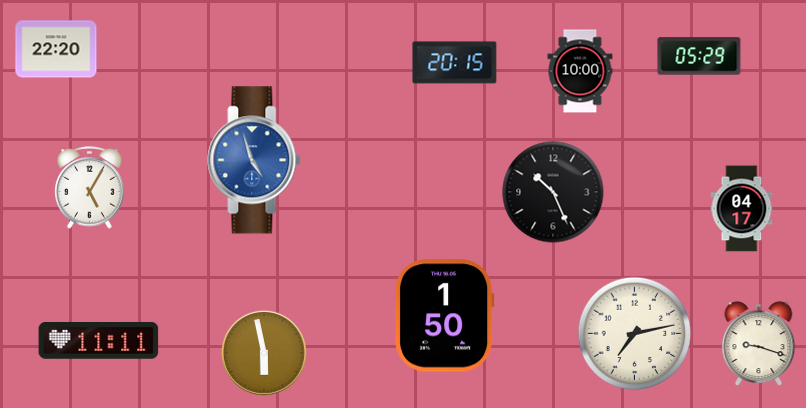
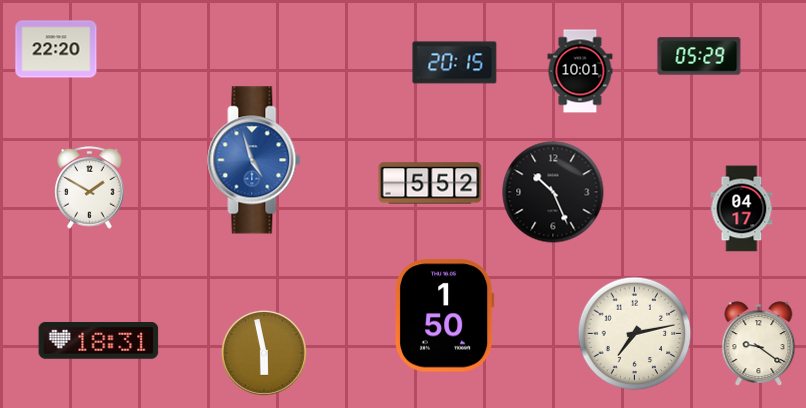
clock at (580, 71): 10:00 -> 10:01
clock at (430, 183): none -> 5:52
clock at (90, 188): 5:05 -> 1:50
clock at (99, 341): 11:11 -> 18:31
clock at (759, 343): 9:18 -> 9:21
